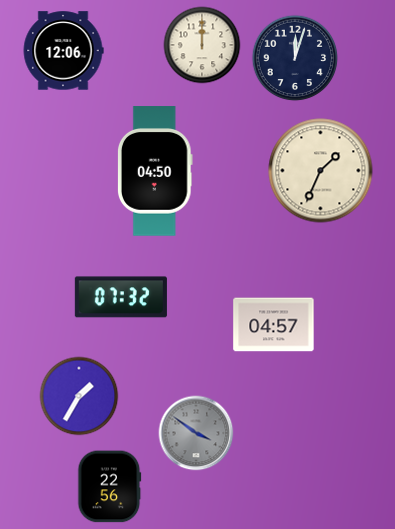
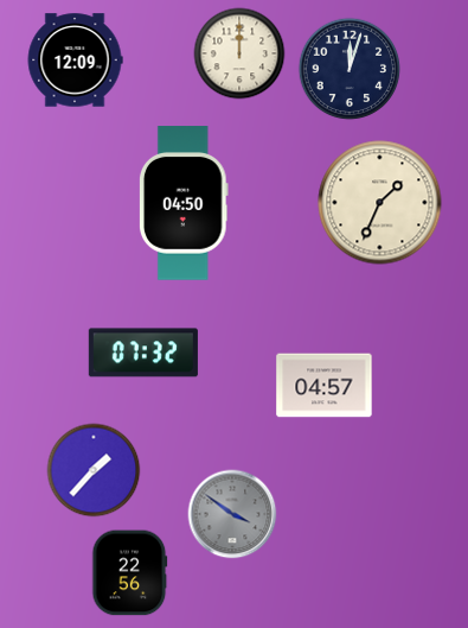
clock at (63, 51): 12:06 -> 12:09
clock at (79, 396): 1:35 -> 1:37
clock at (110, 487) position: (110, 487) -> (130, 573)
